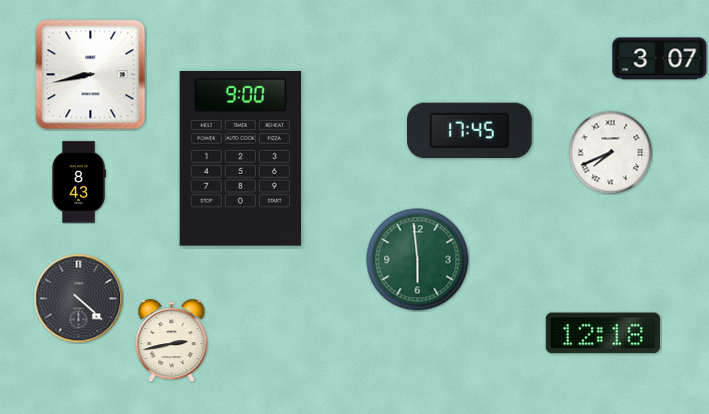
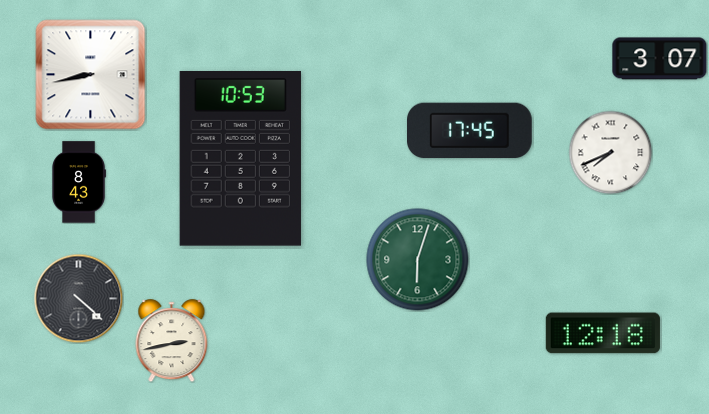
clock at (240, 159): 9:00 -> 10:53
clock at (418, 260): 5:59 -> 6:03
